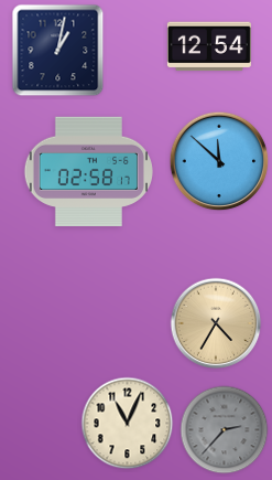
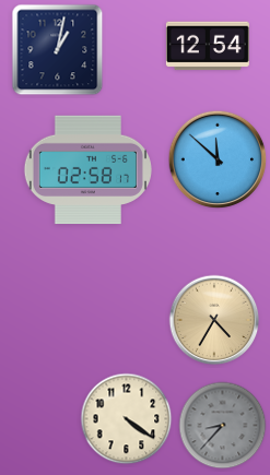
clock at (128, 424): 11:04 -> 4:21
clock at (225, 430): 2:37 -> 8:37
